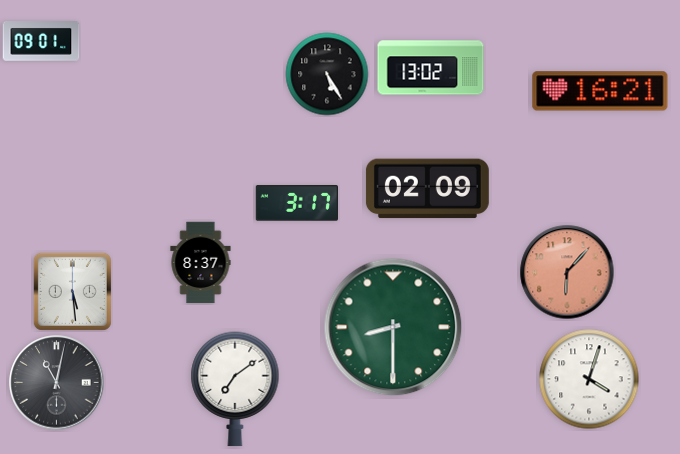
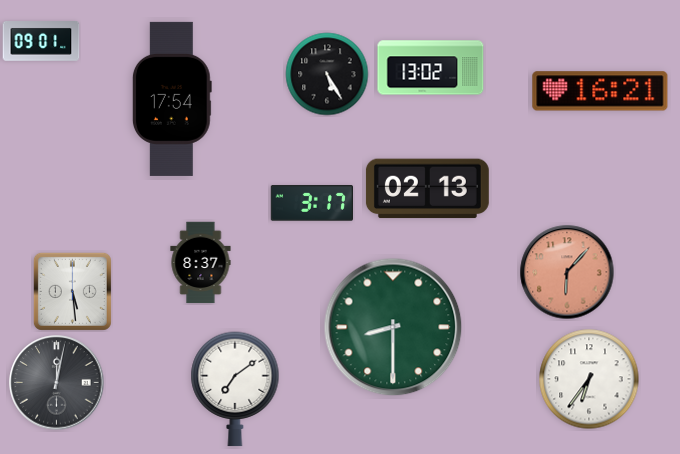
clock at (172, 99): none -> 17:54
clock at (427, 189): 02:09 -> 02:13
clock at (296, 203) position: (296, 203) -> (311, 203)
clock at (589, 379): 4:03 -> 6:36
clock at (57, 383): 11:02 -> 12:02
